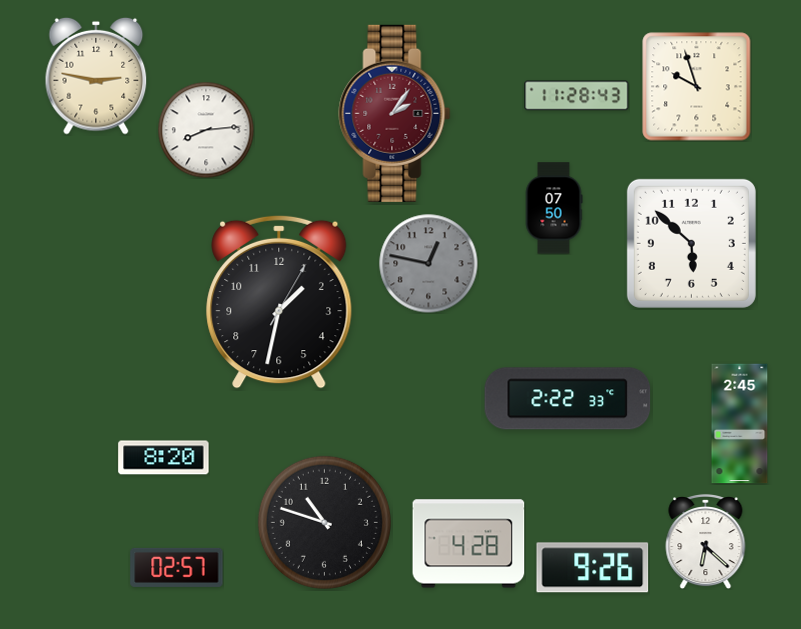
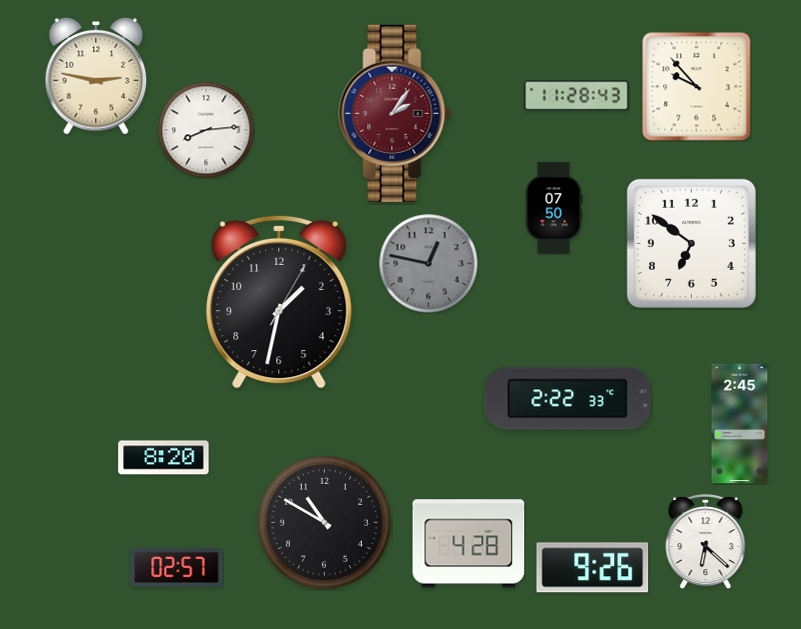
clock at (697, 87): 9:57 -> 9:53
clock at (691, 243): 5:52 -> 6:51
clock at (324, 522): 10:48 -> 10:50
